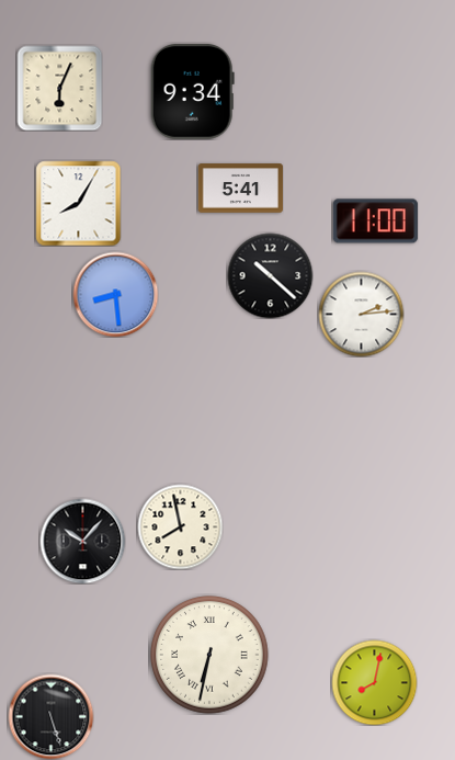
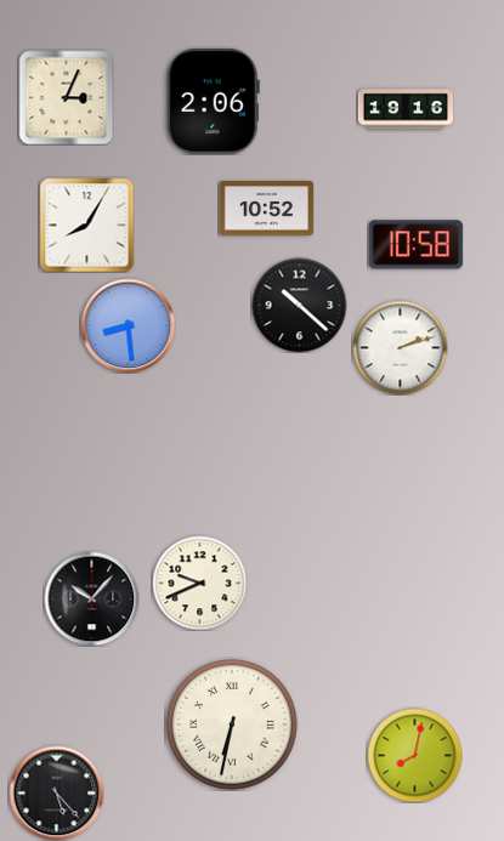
clock at (59, 88): 6:04 -> 3:04
clock at (192, 91): 9:34 -> 2:06
clock at (406, 109): none -> 19:16
clock at (240, 189): 5:41 -> 10:52
clock at (375, 222): 11:00 -> 10:58
clock at (361, 314): 2:14 -> 2:12
clock at (180, 526): 7:58 -> 9:41
clock at (50, 716): 5:27 -> 5:23
